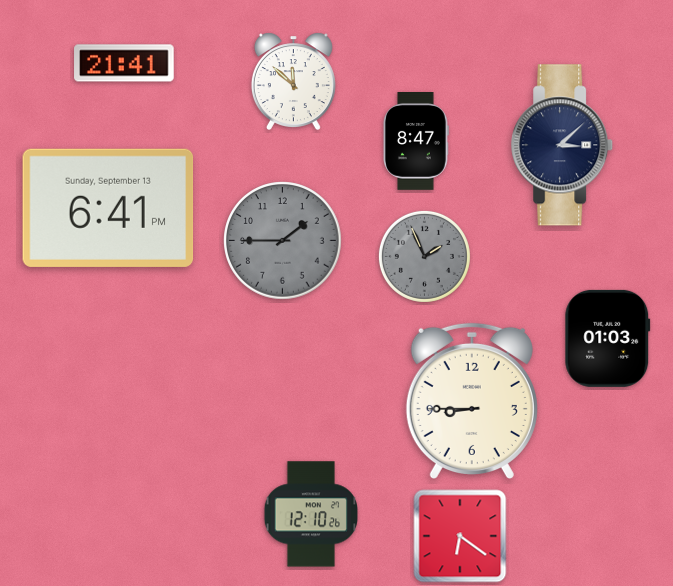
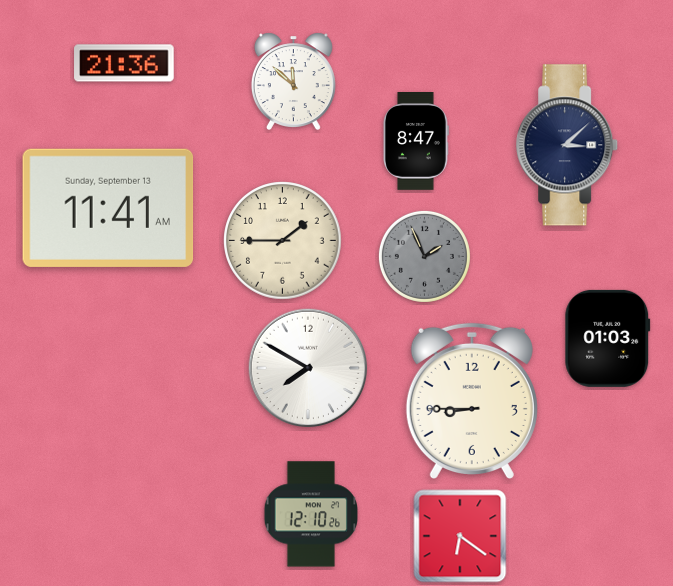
clock at (124, 63): 21:41 -> 21:36
clock at (563, 145) position: (563, 145) -> (568, 145)
clock at (108, 208): 6:41 -> 11:41
clock at (283, 241) dial: grey -> cream
clock at (308, 368): none -> 7:50
